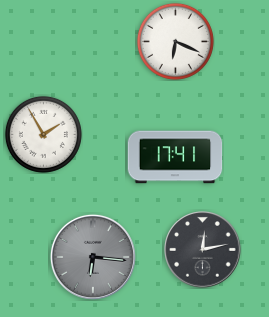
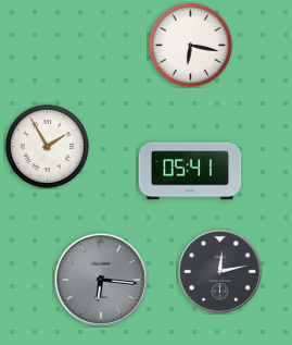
clock at (175, 41): 6:19 -> 6:17
clock at (175, 157): 17:41 -> 05:41
